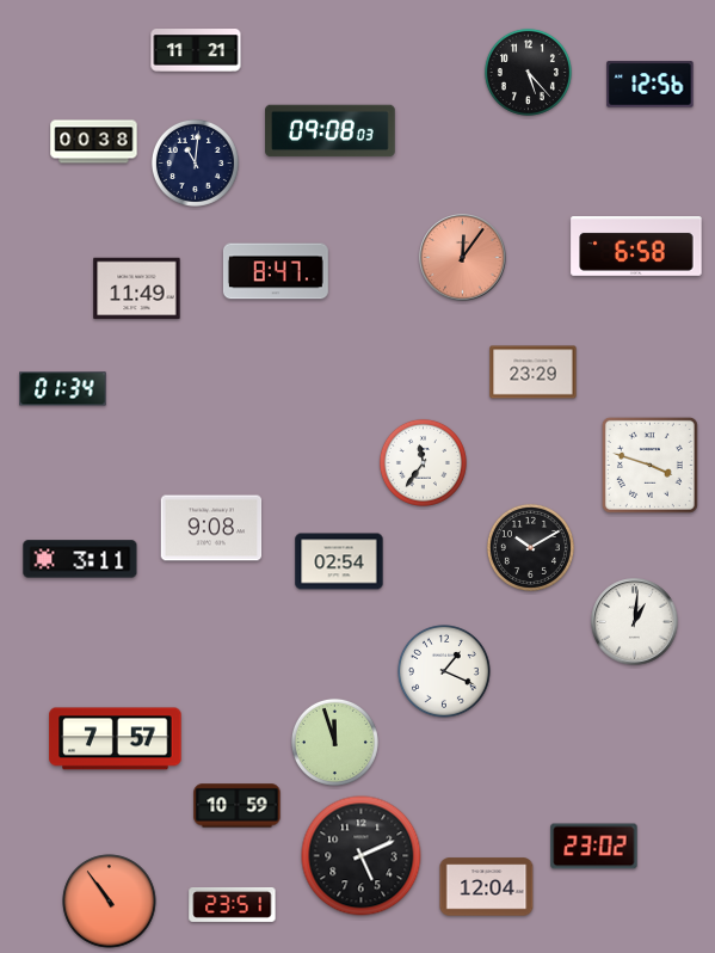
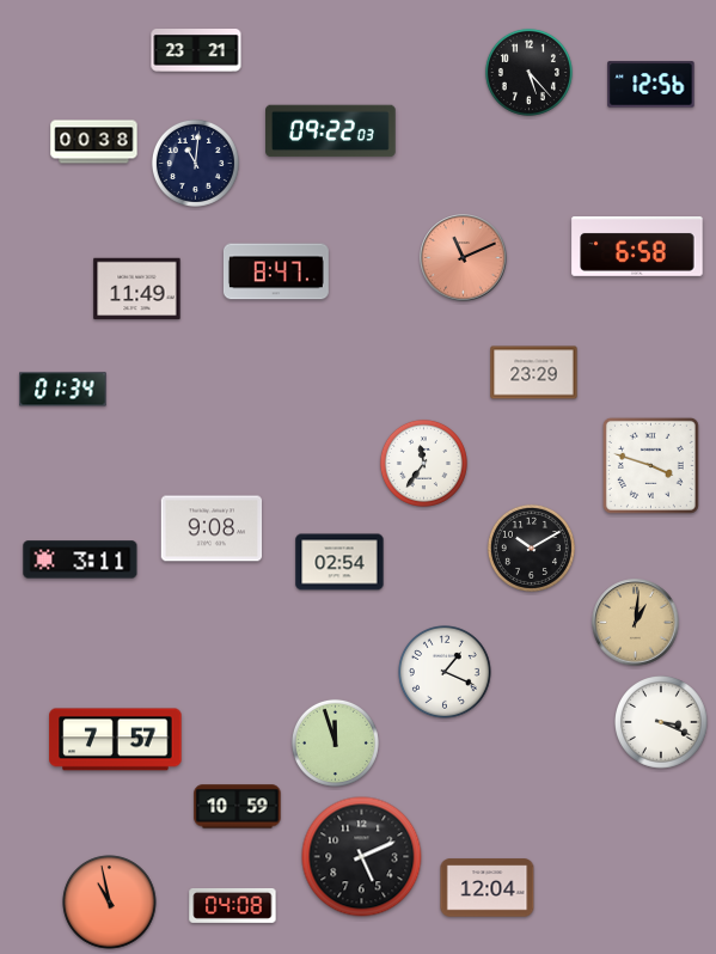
clock at (196, 50): 11:21 -> 23:21
clock at (331, 131): 09:08 -> 09:22
clock at (463, 258): 12:06 -> 11:11
clock at (635, 622) dial: white -> champagne
clock at (662, 723): none -> 3:19
clock at (594, 847): 23:02 -> none
clock at (110, 902): 10:54 -> 10:58
clock at (233, 904): 23:51 -> 04:08
